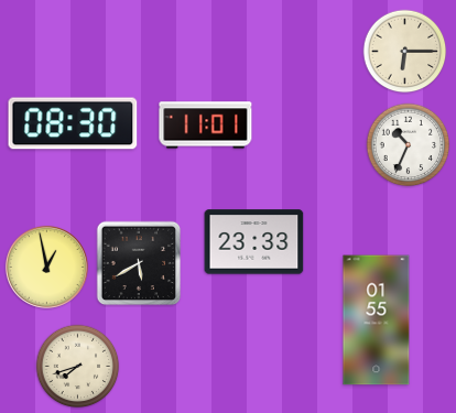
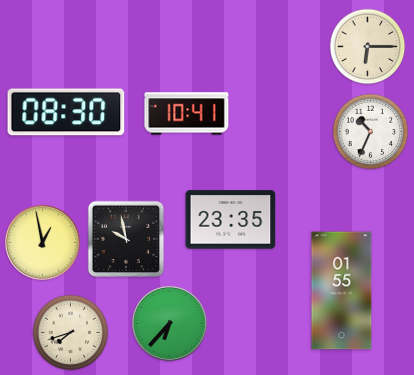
clock at (206, 126): 11:01 -> 10:41
clock at (254, 242): 23:33 -> 23:35
clock at (139, 263): 5:40 -> 9:58
clock at (169, 323): none -> 6:37
